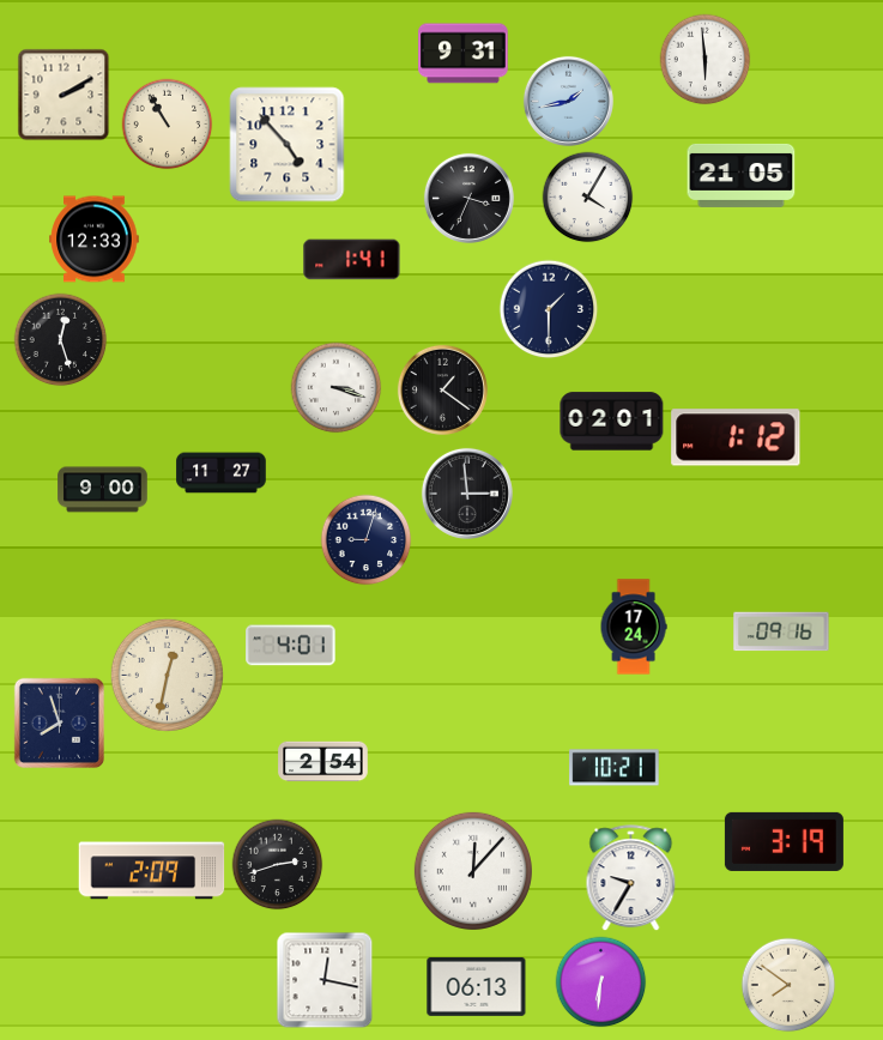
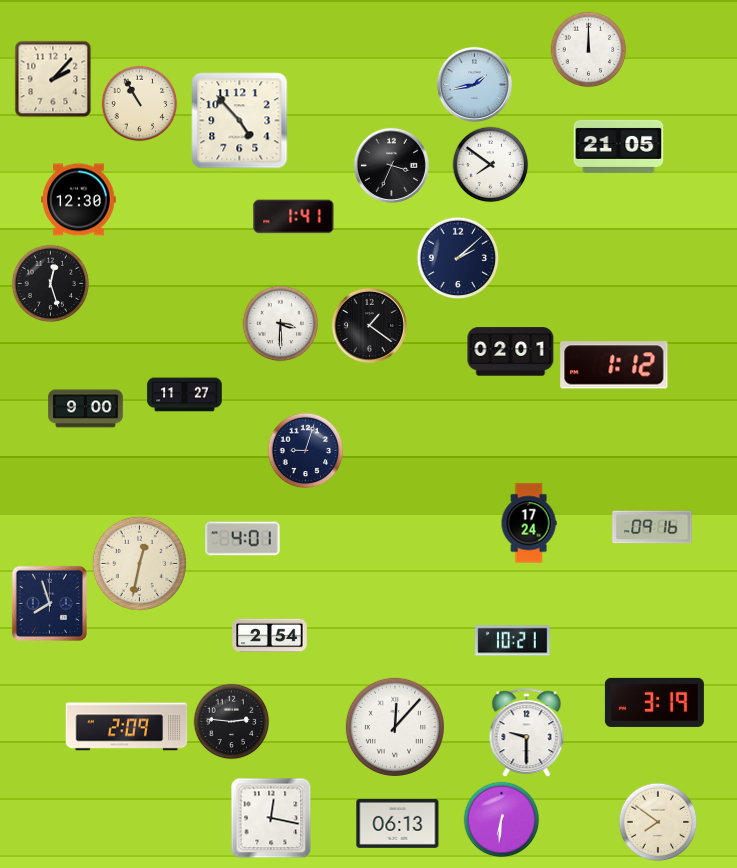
clock at (464, 54): 9:31 -> none
clock at (706, 60): 5:59 -> 12:00
clock at (63, 95): 2:10 -> 2:07
clock at (588, 198): 4:05 -> 7:51
clock at (95, 240): 12:33 -> 12:30
clock at (549, 309): 1:30 -> 2:08
clock at (337, 388): 3:18 -> 3:30
clock at (467, 494): 2:59 -> none
clock at (278, 865): 2:42 -> 2:46
clock at (631, 878): 9:35 -> 9:30
